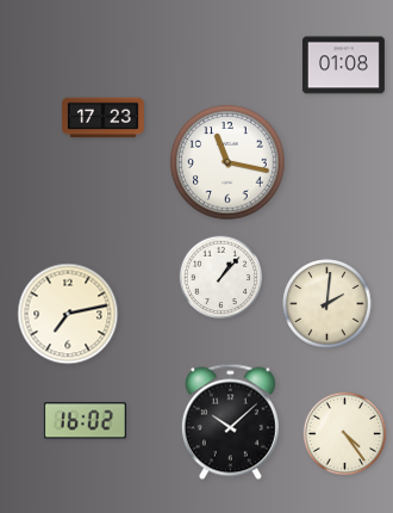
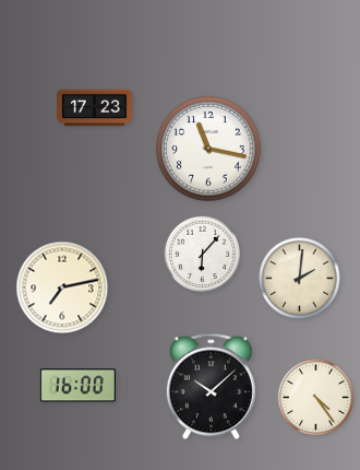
clock at (343, 66): 01:08 -> none
clock at (222, 278): 1:07 -> 6:07
clock at (85, 421): 16:02 -> 16:00
